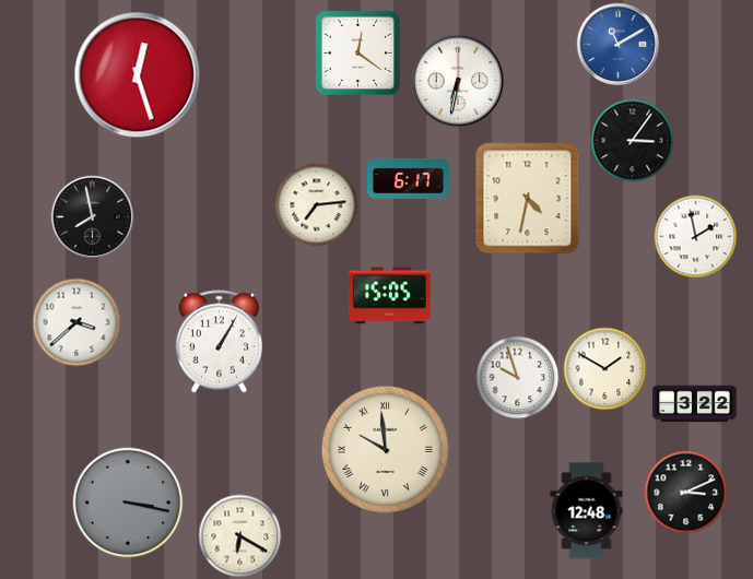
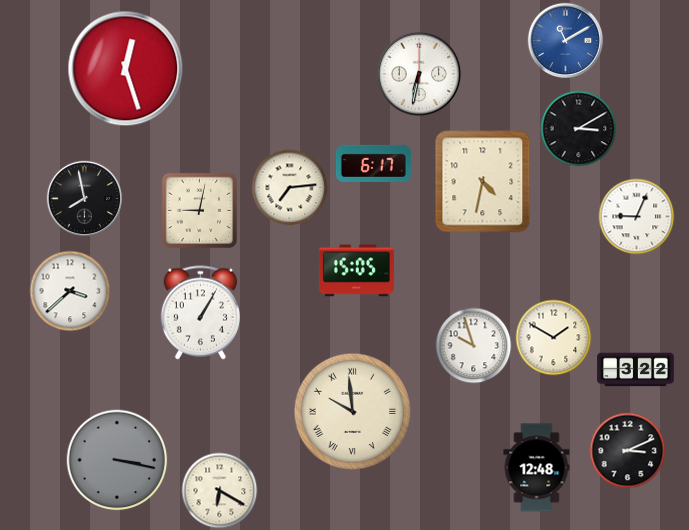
clock at (357, 52): 12:21 -> none
clock at (633, 141): 3:06 -> 3:10
clock at (200, 211): none -> 9:02
clock at (696, 237): 1:58 -> 9:04
clock at (77, 322) position: (77, 322) -> (70, 291)
